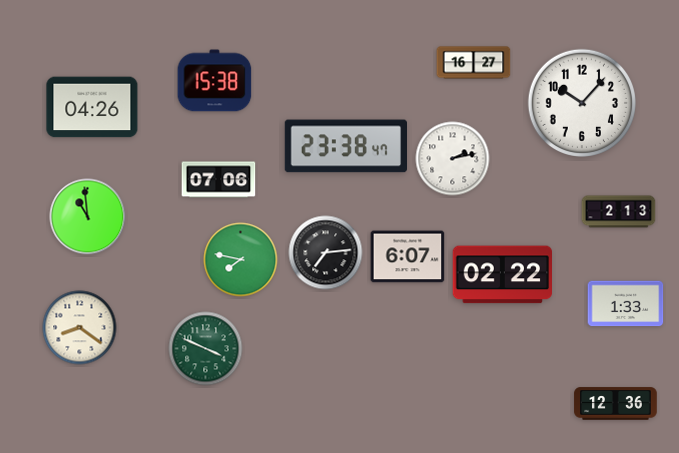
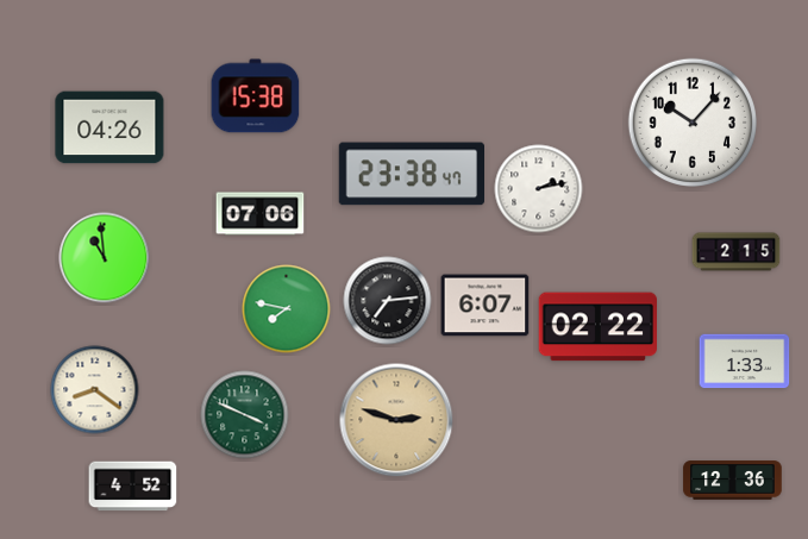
clock at (474, 63): 16:27 -> none
clock at (619, 212): 2:13 -> 2:15
clock at (396, 420): none -> 2:48
clock at (133, 487): none -> 4:52
